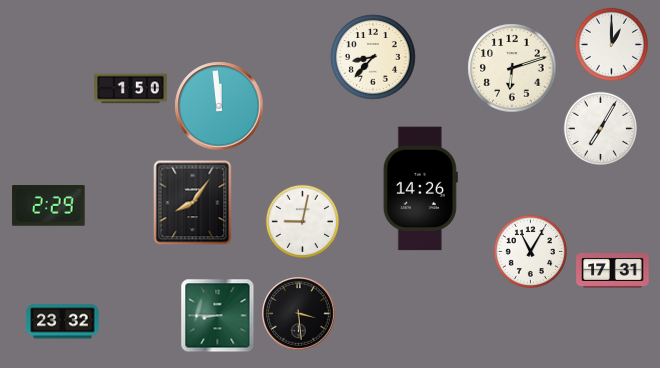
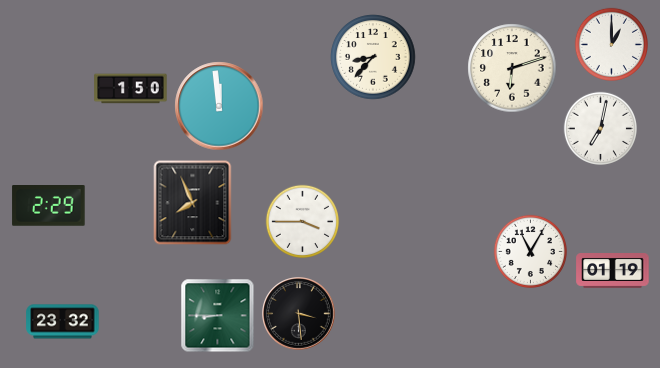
clock at (600, 128): 7:05 -> 7:02
clock at (420, 189): 14:26 -> none
clock at (193, 203): 8:06 -> 7:56
clock at (302, 221): 9:02 -> 3:45
clock at (613, 271): 17:31 -> 01:19
